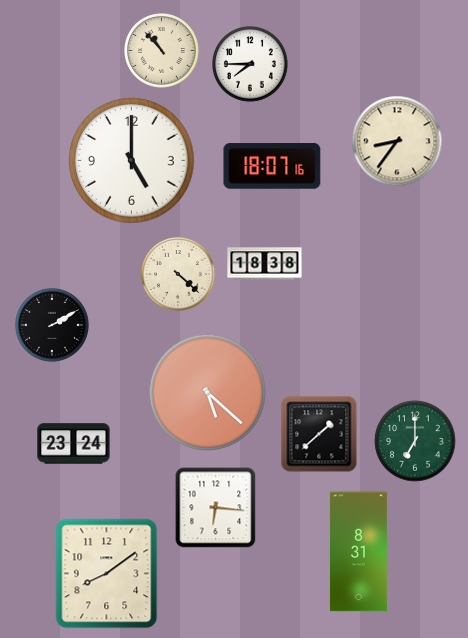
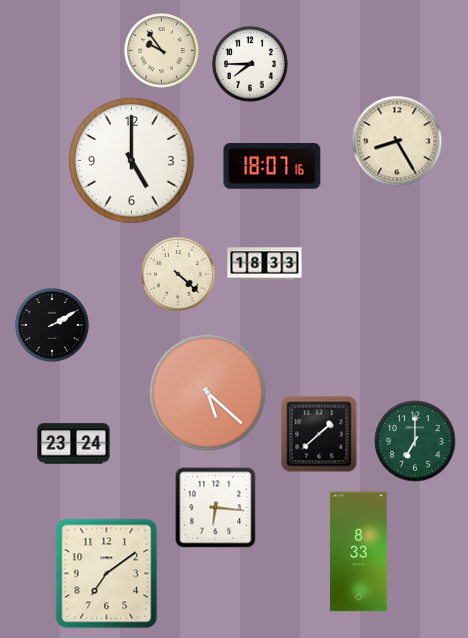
clock at (162, 51): 10:53 -> 9:54
clock at (397, 141): 8:36 -> 8:25
clock at (265, 264): 18:38 -> 18:33
clock at (358, 552): 8:31 -> 8:33
clock at (107, 574): 8:09 -> 7:09
